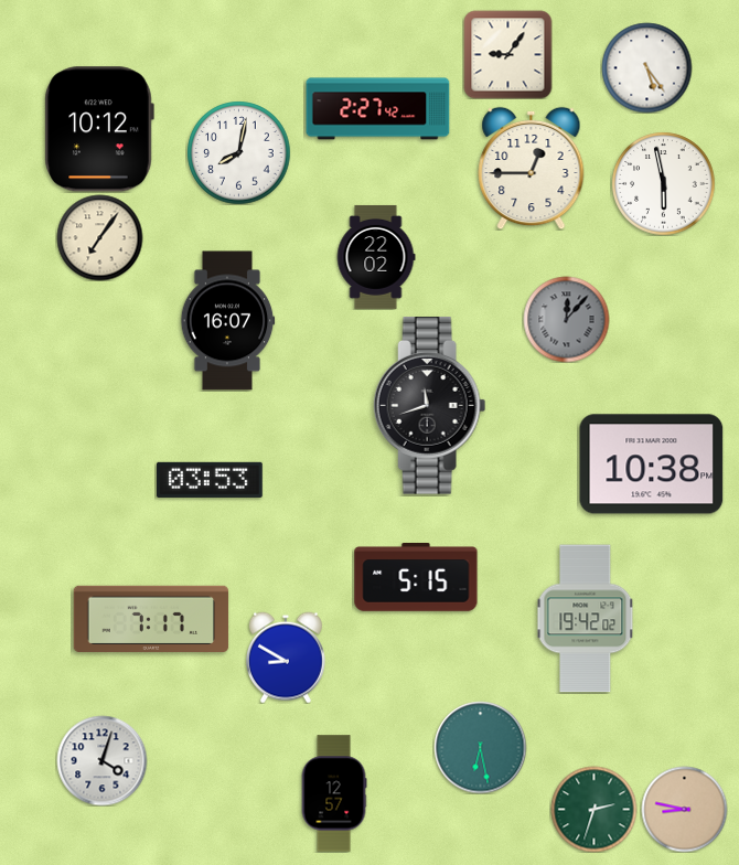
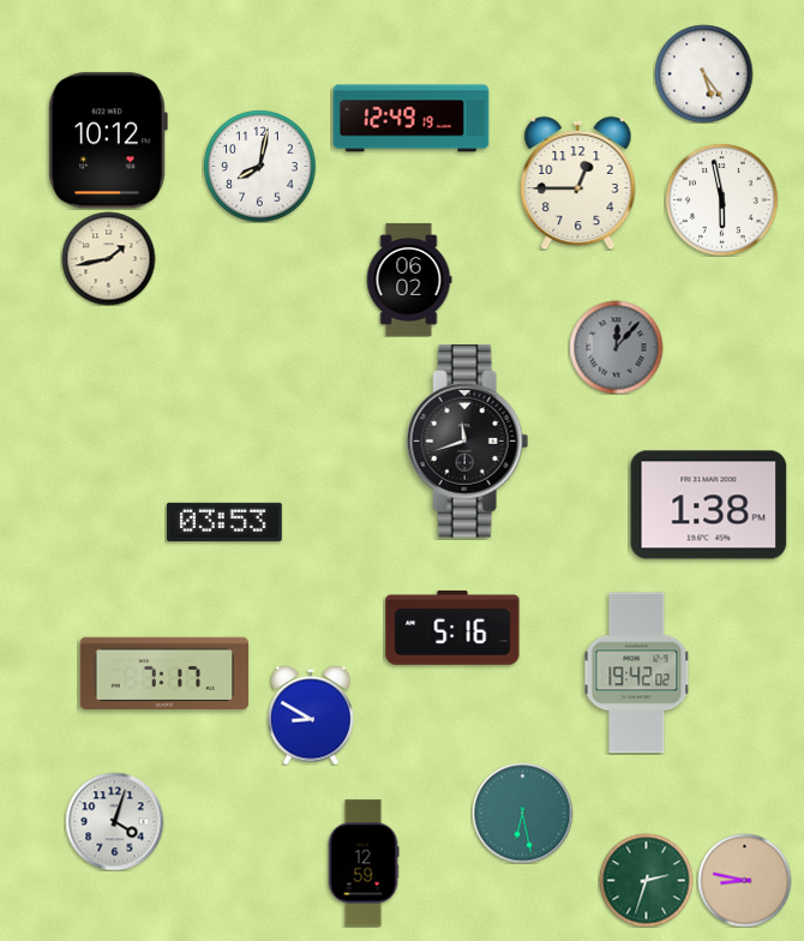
clock at (507, 54): 9:06 -> none
clock at (378, 109): 2:27 -> 12:49
clock at (99, 237): 7:06 -> 1:43
clock at (376, 257): 22:02 -> 06:02
clock at (227, 321): 16:07 -> none
clock at (652, 464): 10:38 -> 1:38
clock at (210, 480) position: (210, 480) -> (224, 522)
clock at (416, 578): 5:15 -> 5:16
clock at (101, 760) position: (101, 760) -> (114, 821)
clock at (334, 793): 12:57 -> 12:59
